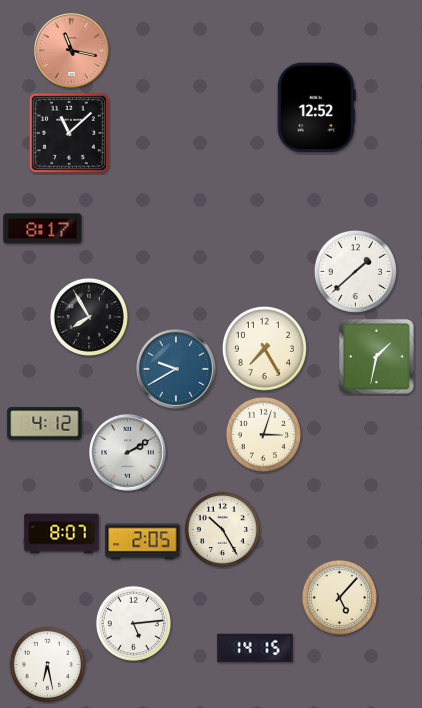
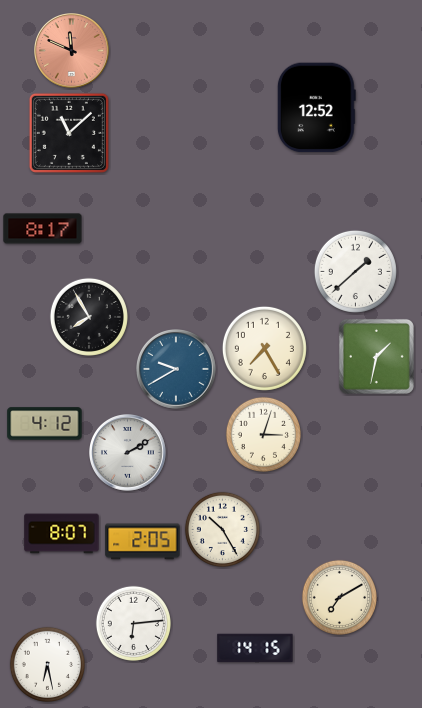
clock at (72, 51): 11:17 -> 11:49
clock at (339, 597): 5:07 -> 7:10
clock at (133, 623): 5:14 -> 6:14
